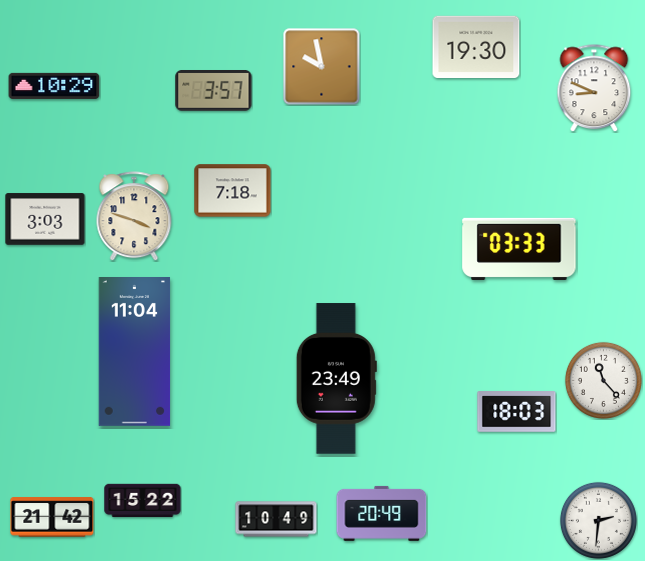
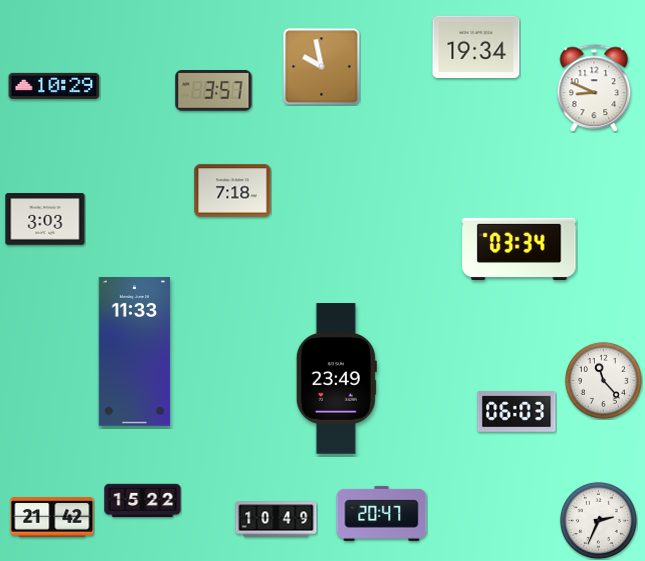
clock at (476, 47): 19:30 -> 19:34
clock at (134, 216): 3:48 -> none
clock at (519, 249): 03:33 -> 03:34
clock at (135, 352): 11:04 -> 11:33
clock at (517, 412): 18:03 -> 06:03
clock at (382, 513): 20:49 -> 20:47
clock at (598, 520): 2:31 -> 2:34
